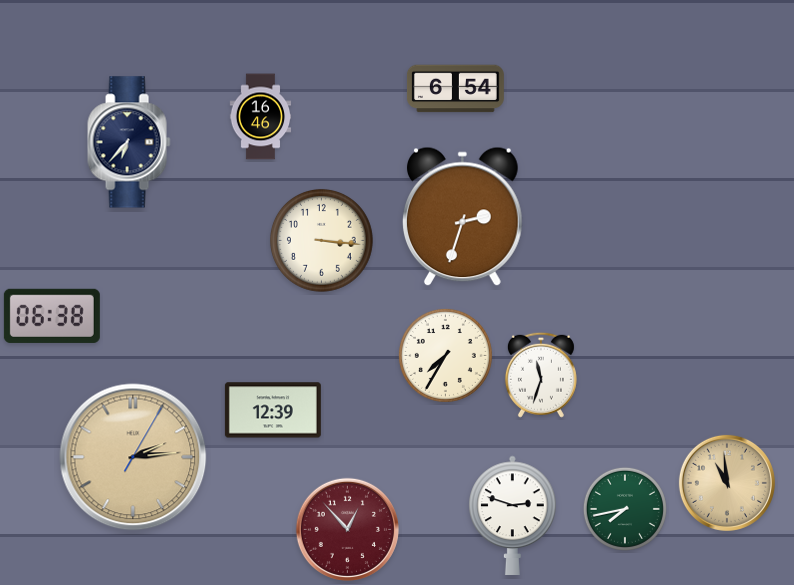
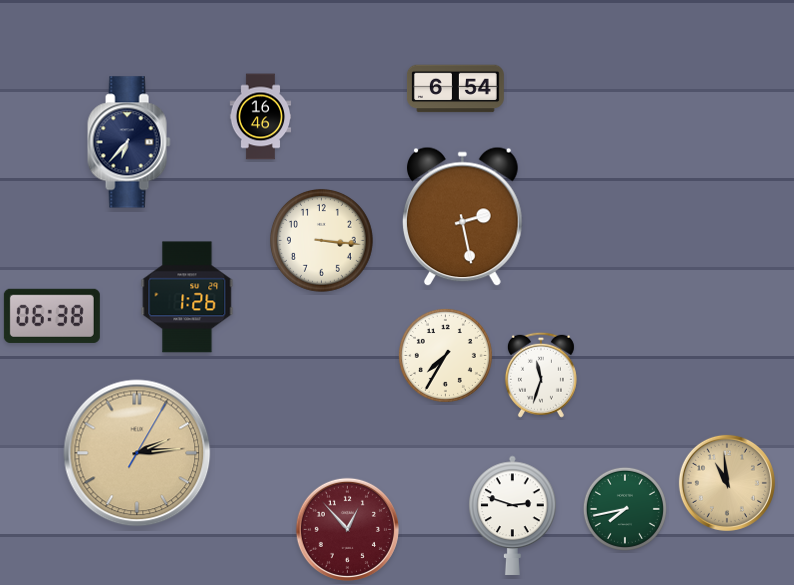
clock at (463, 217): 2:33 -> 2:28
clock at (187, 297): none -> 1:26
clock at (273, 410): 12:39 -> none
clock at (133, 457) position: (133, 457) -> (137, 453)
